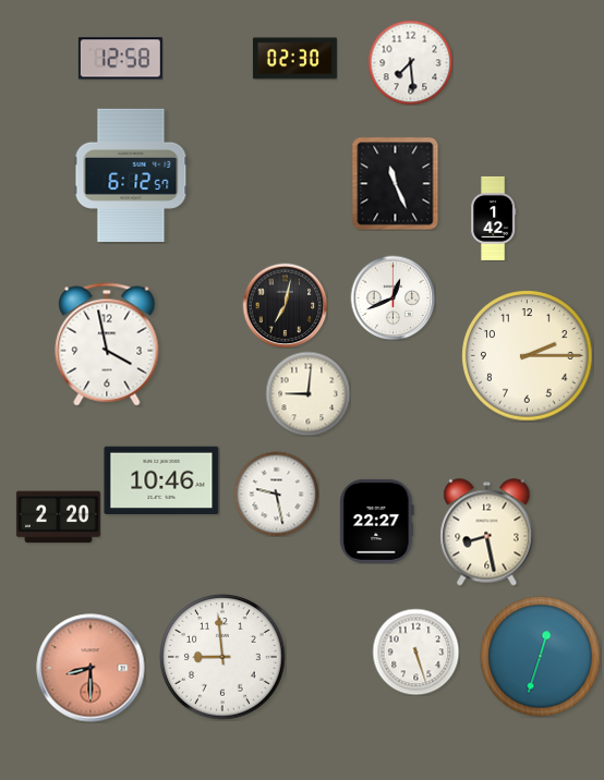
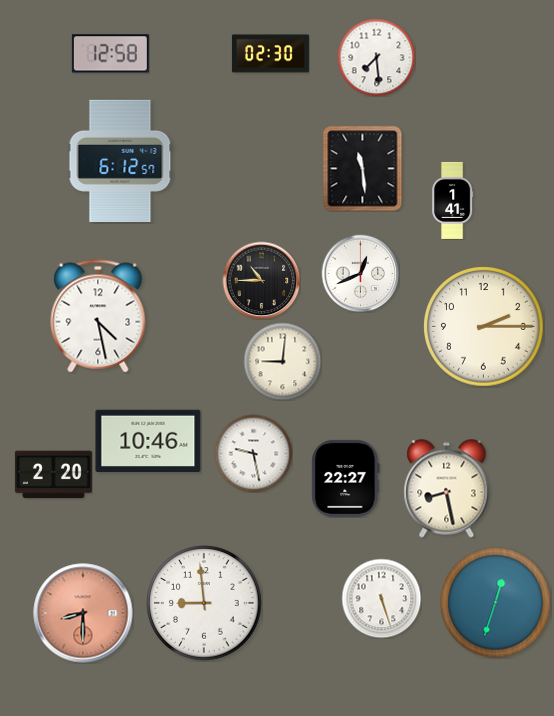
clock at (396, 183): 11:26 -> 11:29
clock at (494, 218): 1:42 -> 1:41
clock at (285, 305): 7:02 -> 10:45
clock at (107, 344): 3:58 -> 4:28
